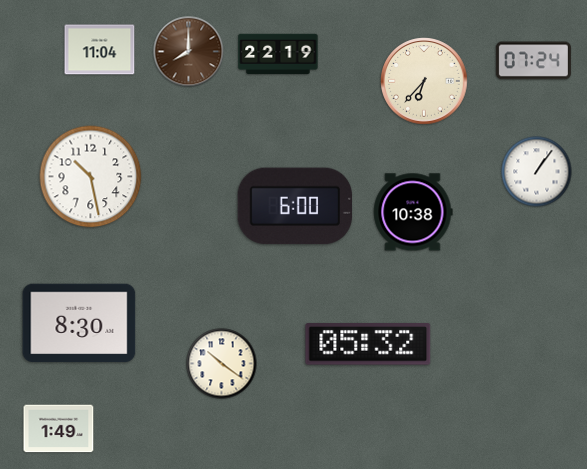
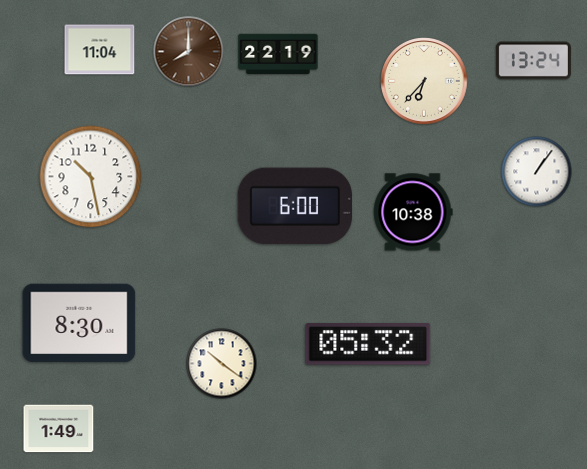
clock at (533, 61): 07:24 -> 13:24
